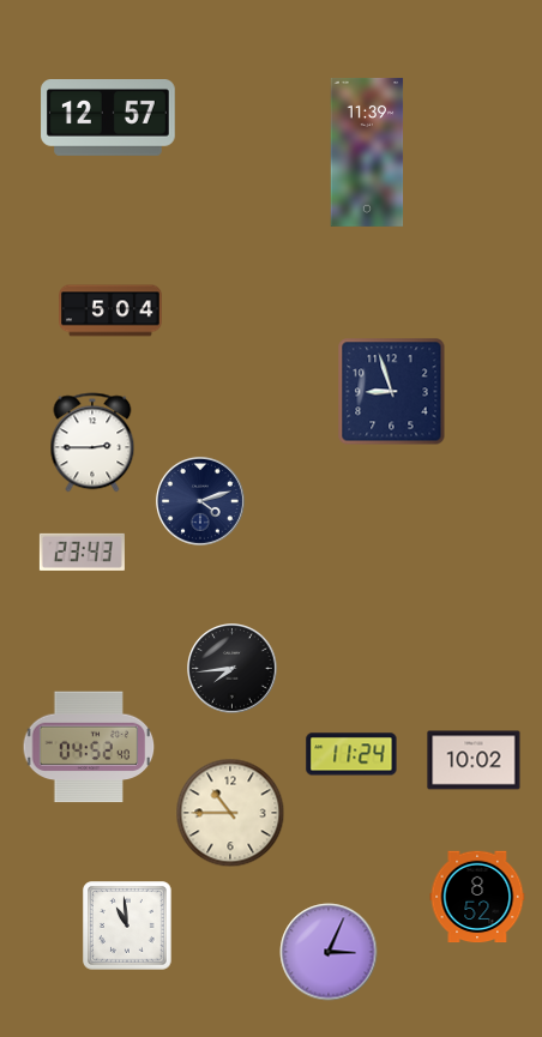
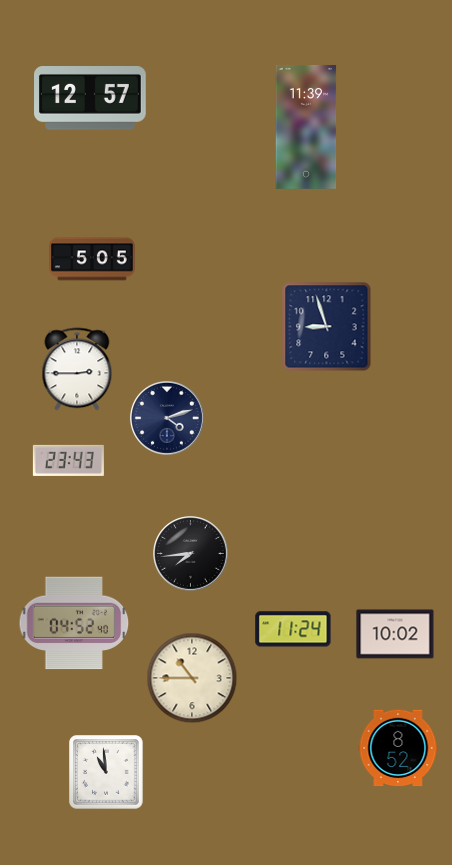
clock at (110, 311): 5:04 -> 5:05
clock at (233, 669) position: (233, 669) -> (191, 554)
clock at (329, 952): 3:04 -> none
